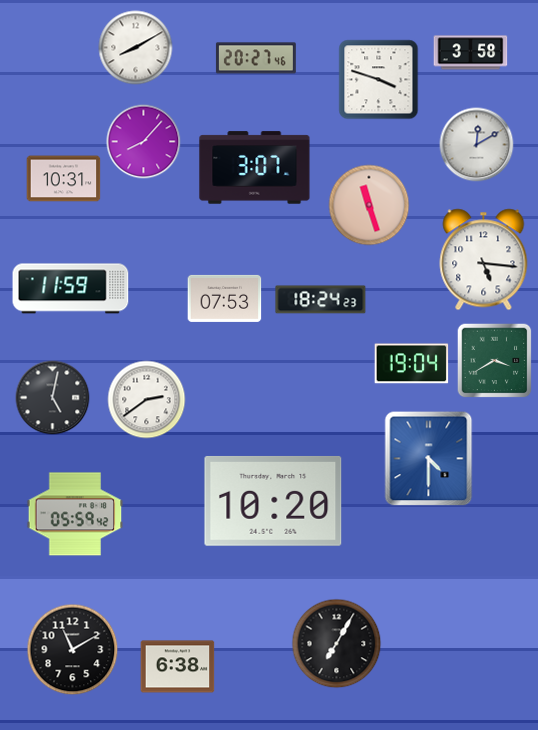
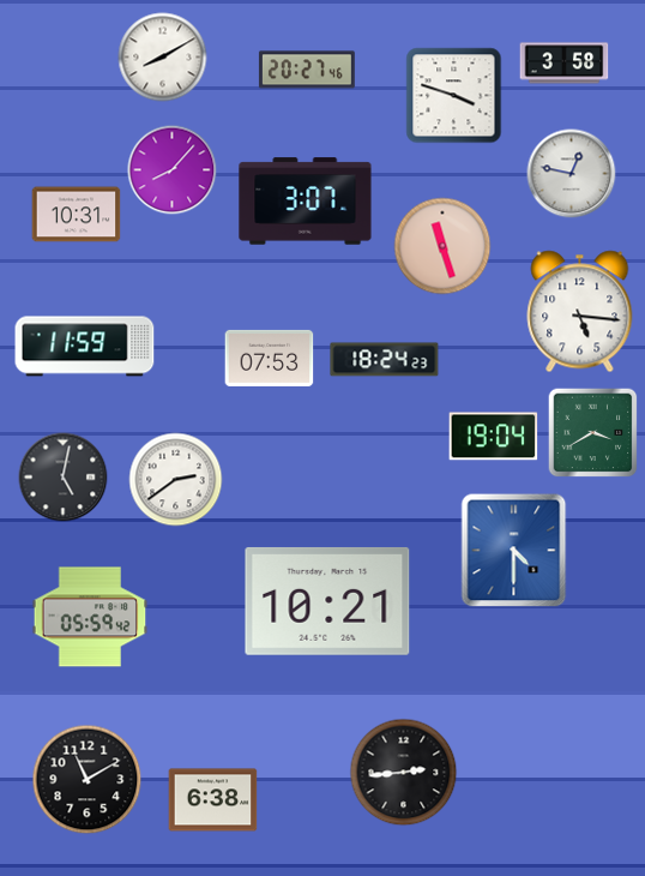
clock at (477, 145): 12:10 -> 12:47
clock at (273, 501): 10:20 -> 10:21
clock at (337, 644): 7:05 -> 2:44
